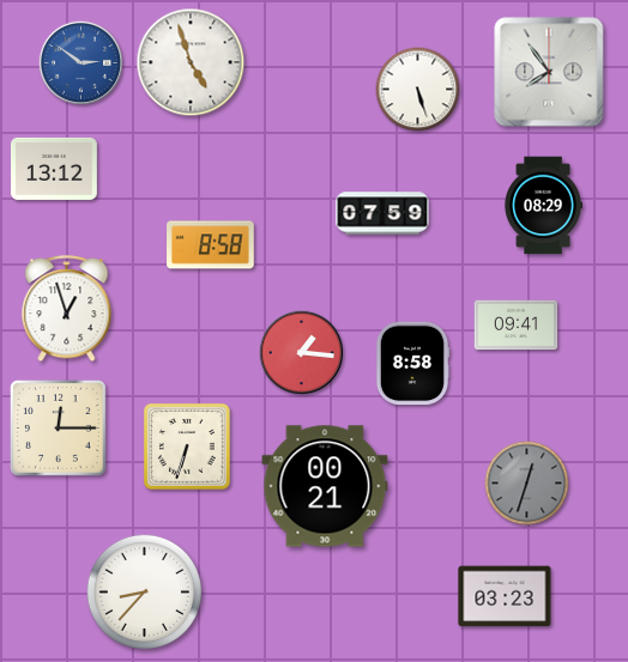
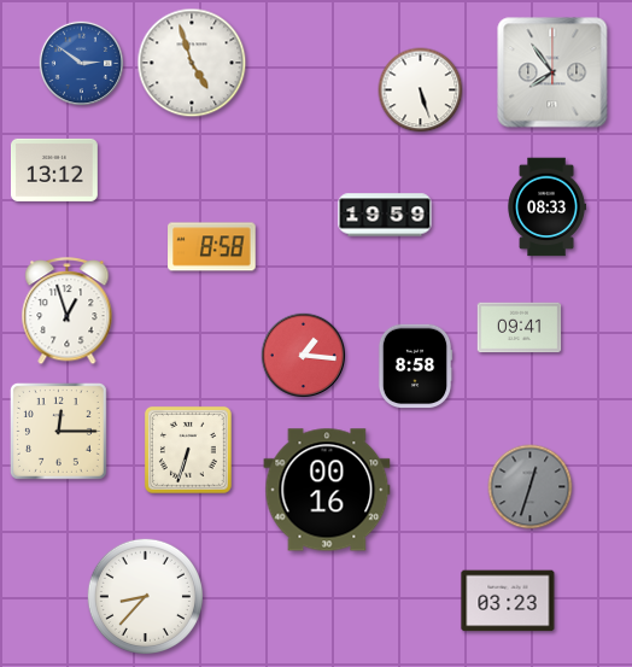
clock at (543, 206): 08:29 -> 08:33
clock at (382, 213): 07:59 -> 19:59
clock at (325, 486): 00:21 -> 00:16
